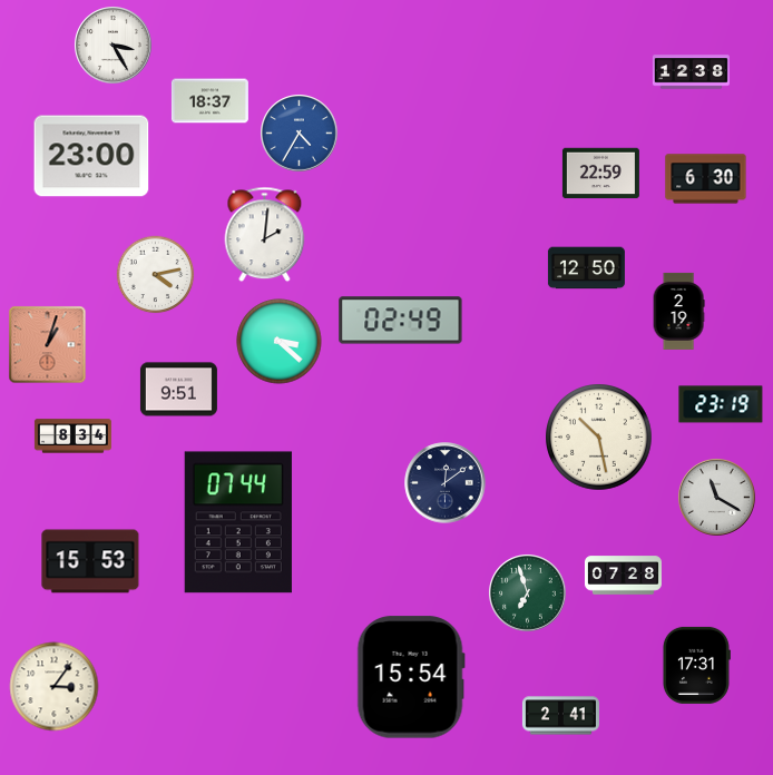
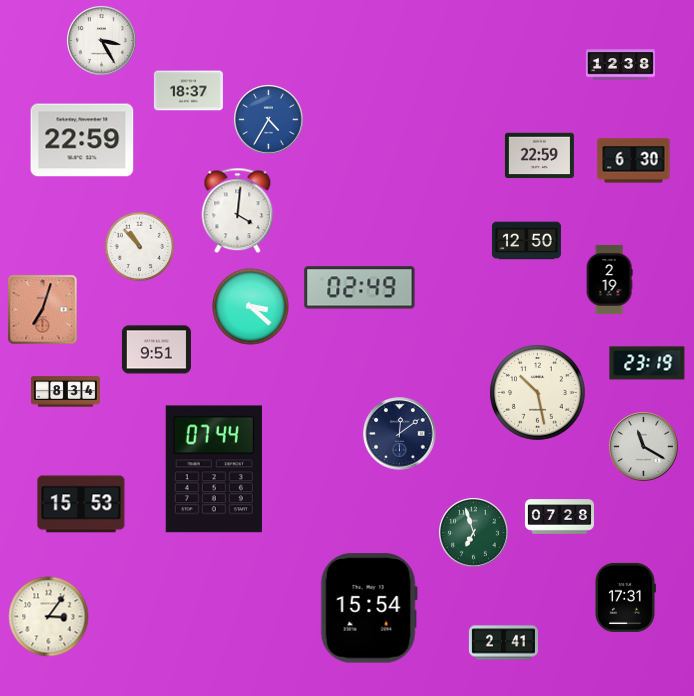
clock at (91, 156): 23:00 -> 22:59
clock at (265, 235): 2:01 -> 4:01
clock at (156, 275): 4:13 -> 10:53
clock at (48, 345): 1:03 -> 7:03
clock at (178, 390) position: (178, 390) -> (156, 350)
